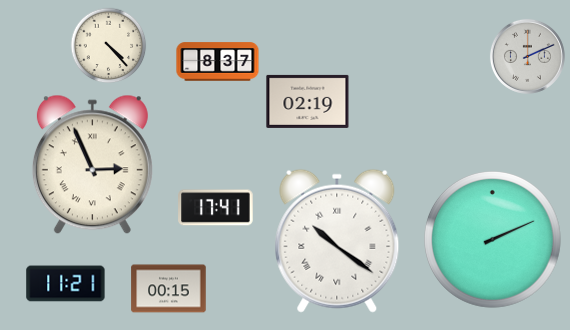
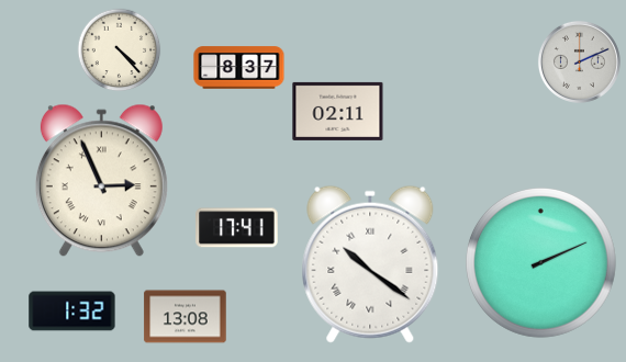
clock at (308, 101): 02:19 -> 02:11
clock at (66, 284): 11:21 -> 1:32
clock at (169, 289): 00:15 -> 13:08
